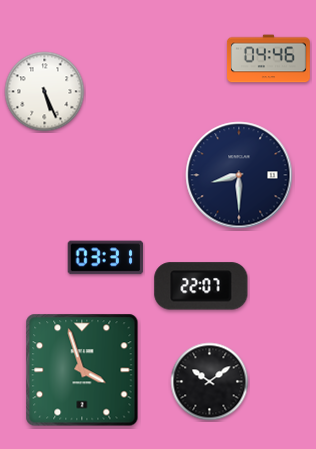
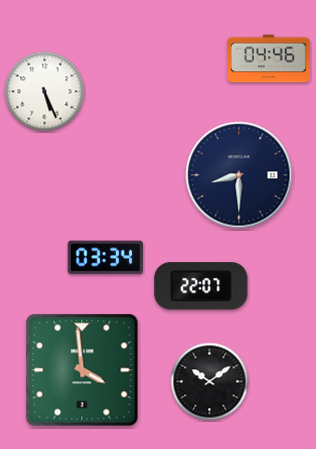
clock at (106, 258): 03:31 -> 03:34
clock at (82, 370): 3:57 -> 3:59
